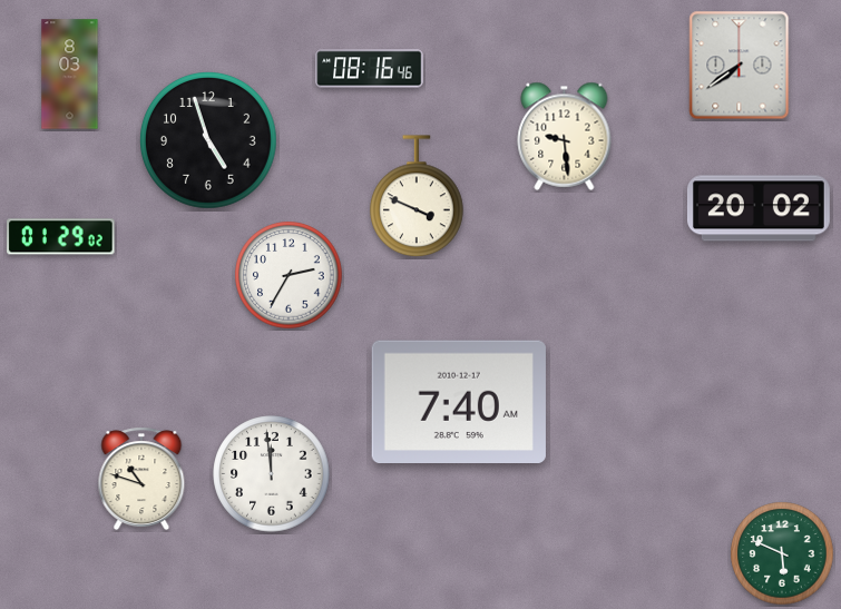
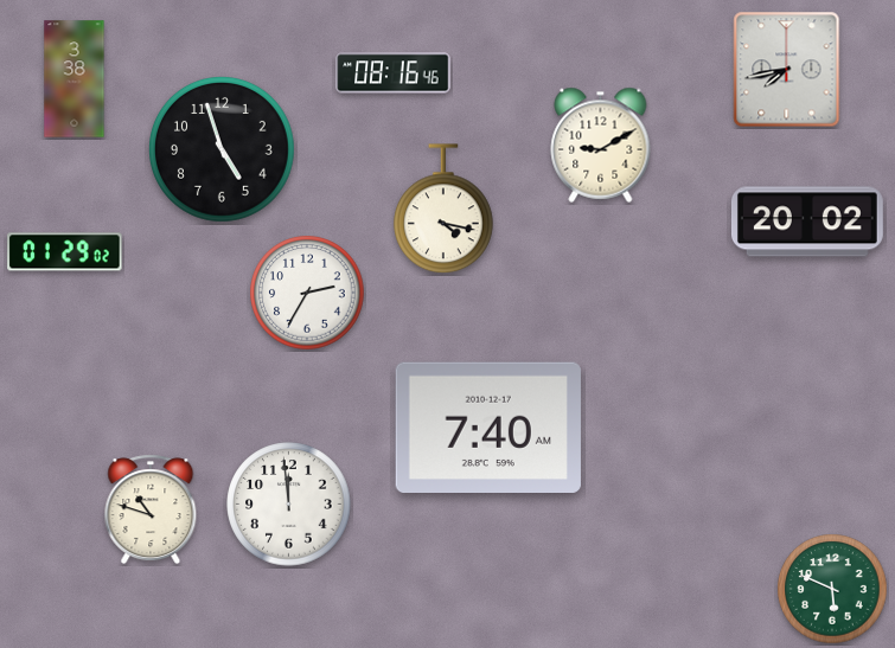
clock at (740, 66): 7:39 -> 7:43
clock at (70, 75): 8:03 -> 3:38
clock at (565, 136): 9:29 -> 9:10
clock at (418, 197): 3:49 -> 4:17
